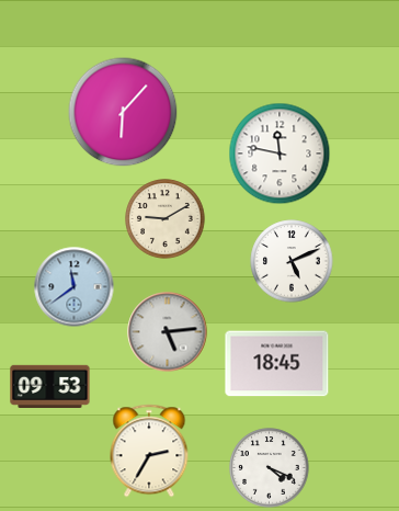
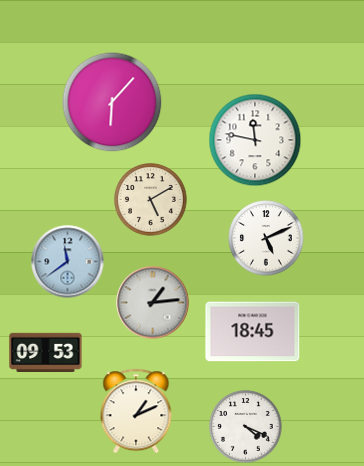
clock at (166, 219): 9:10 -> 5:10
clock at (168, 332): 5:14 -> 1:14
clock at (149, 451): 2:35 -> 1:11
